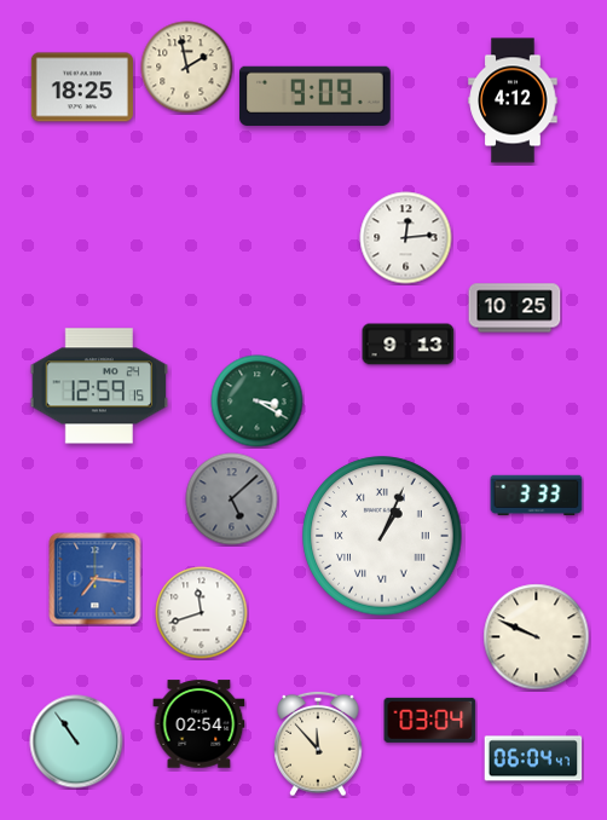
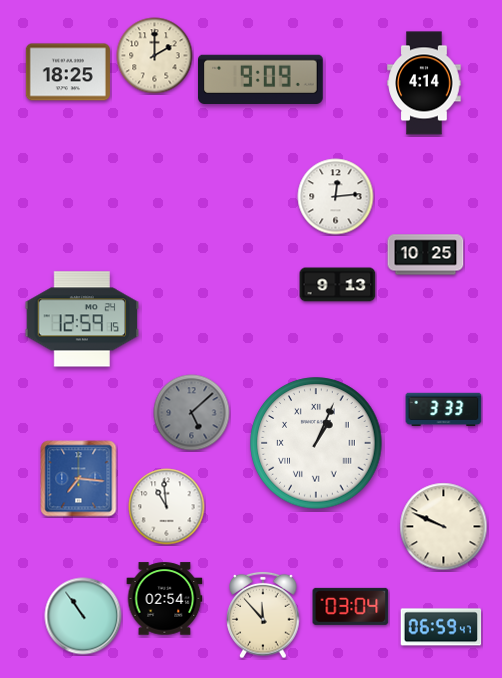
clock at (187, 68): 1:58 -> 2:00
clock at (513, 100): 4:12 -> 4:14
clock at (258, 402): 3:20 -> none
clock at (202, 613): 11:42 -> 10:59
clock at (430, 720) position: (430, 720) -> (351, 606)
clock at (76, 741) position: (76, 741) -> (83, 616)
clock at (533, 758): 06:04 -> 06:59
